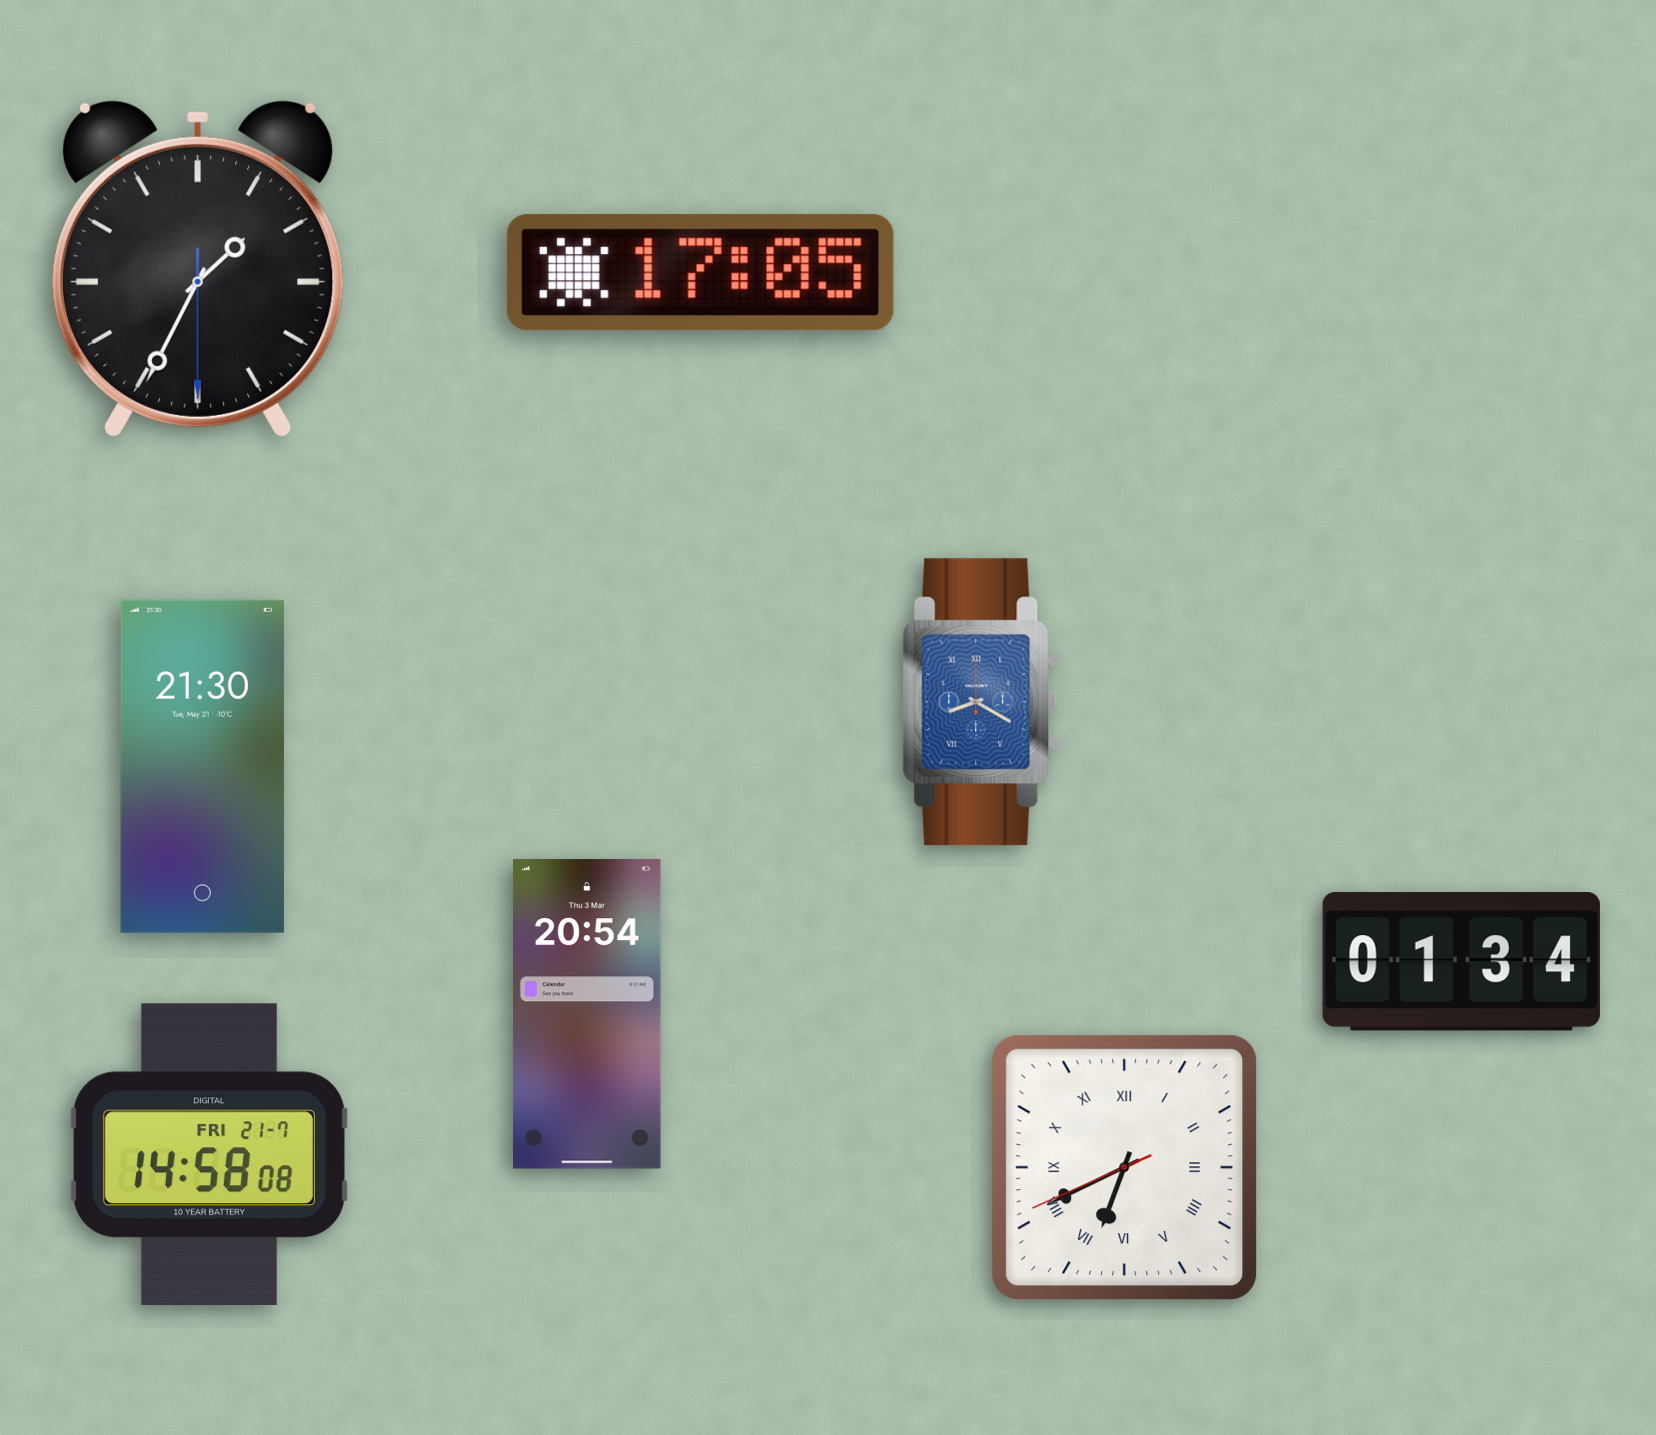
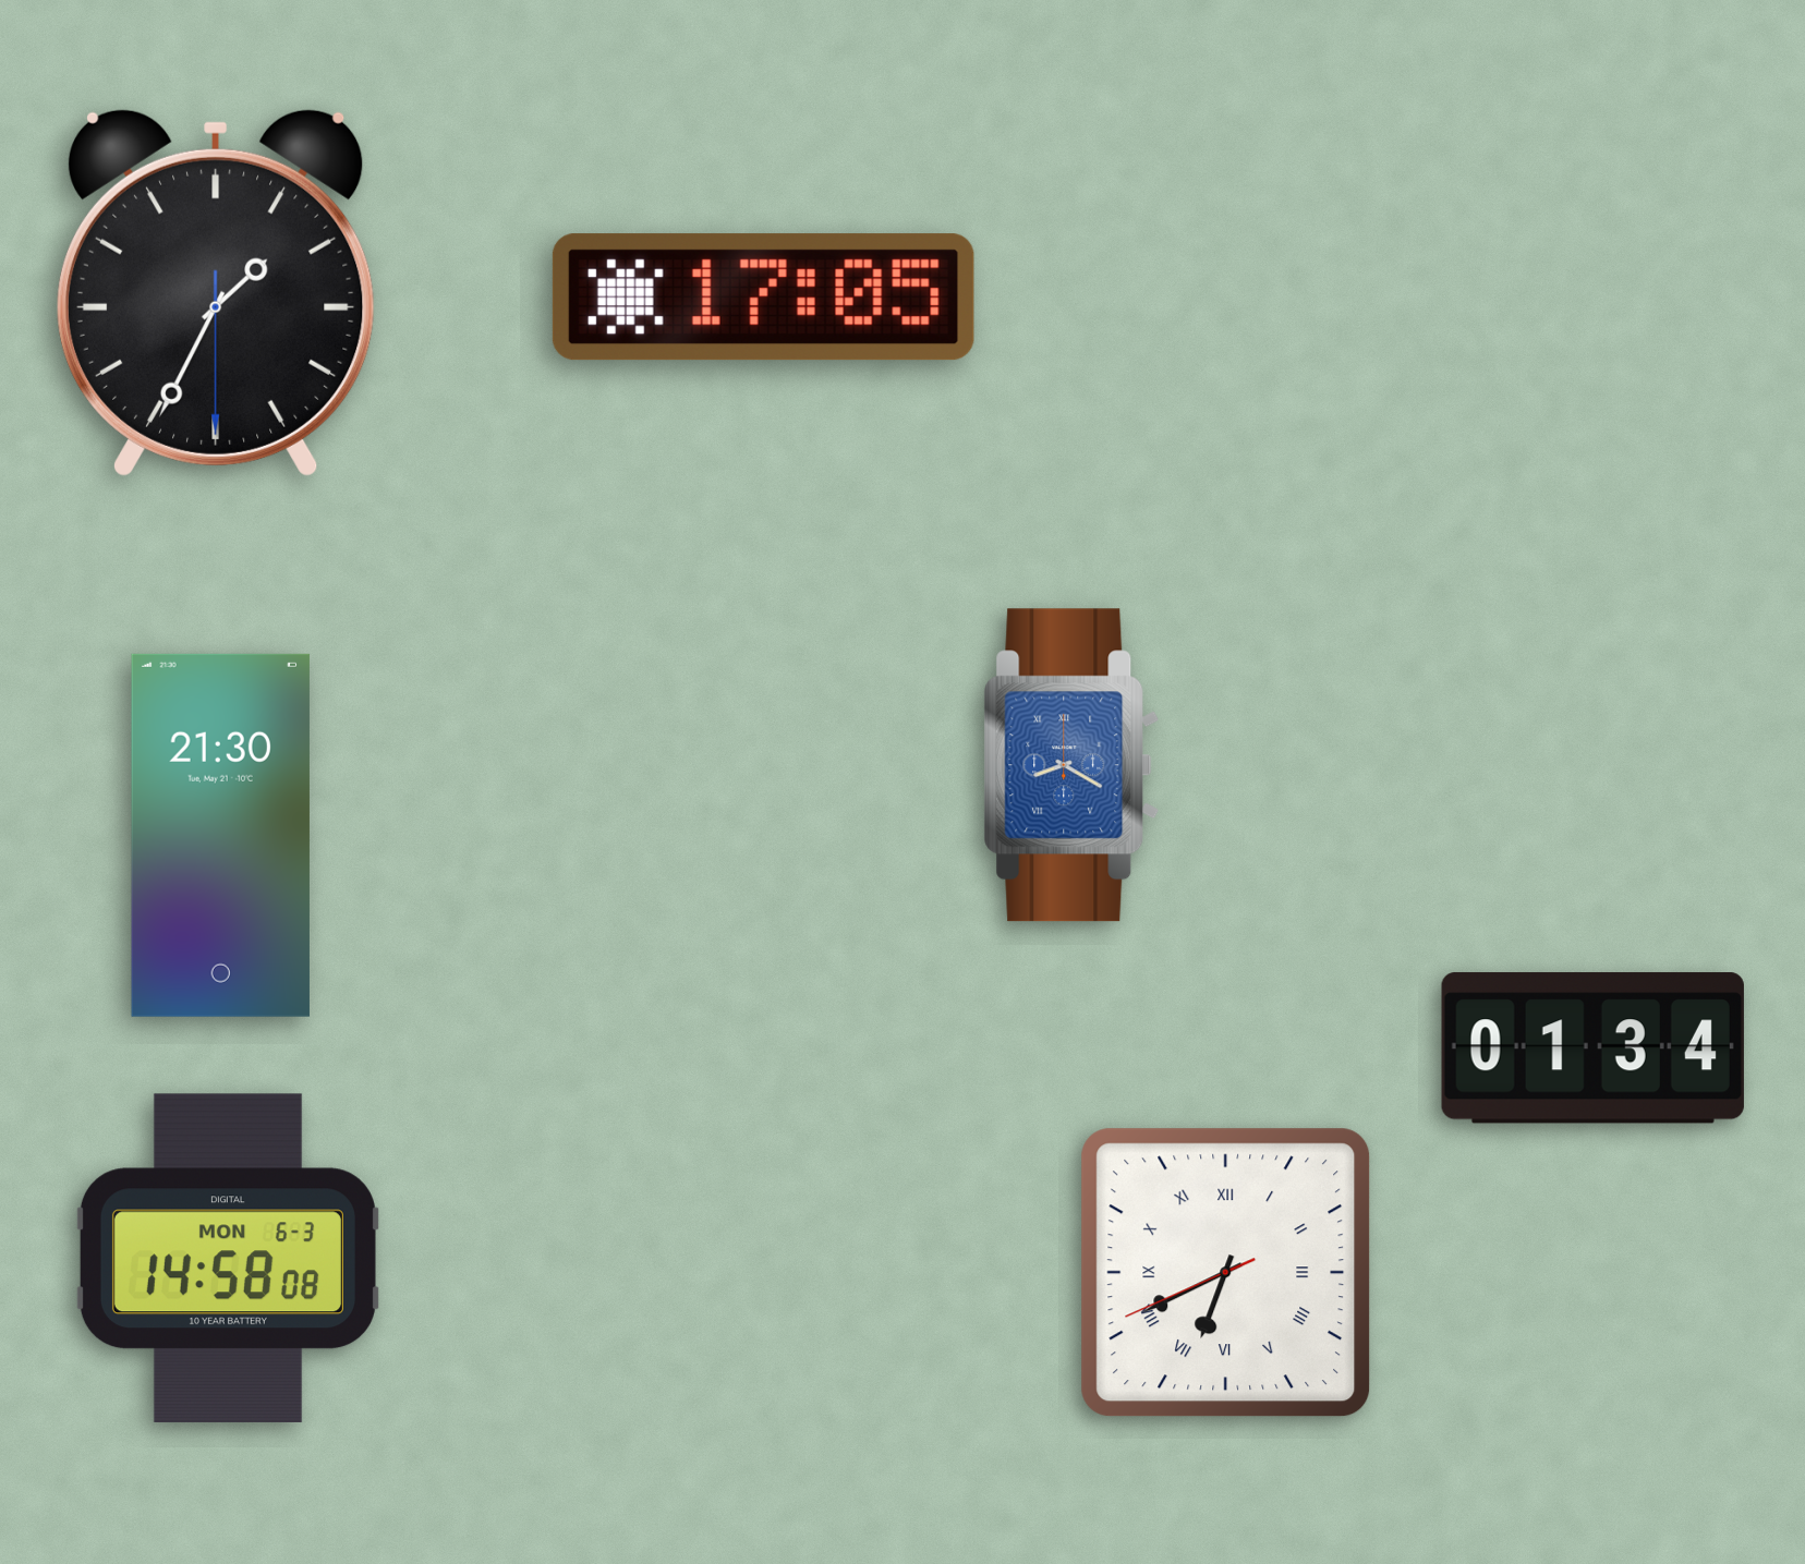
clock at (587, 1014): 20:54 -> none
clock at (209, 1154) date: FRI 21-7 -> MON 6-3
